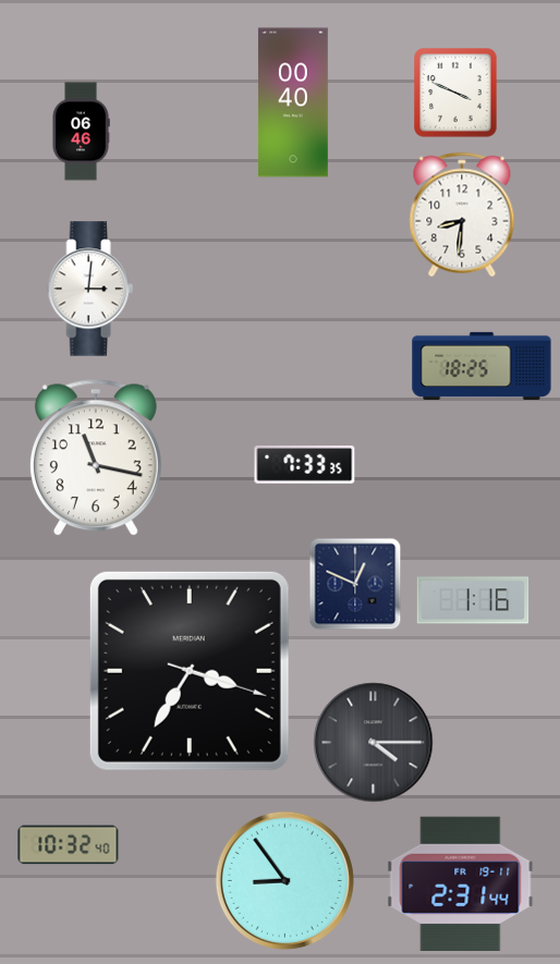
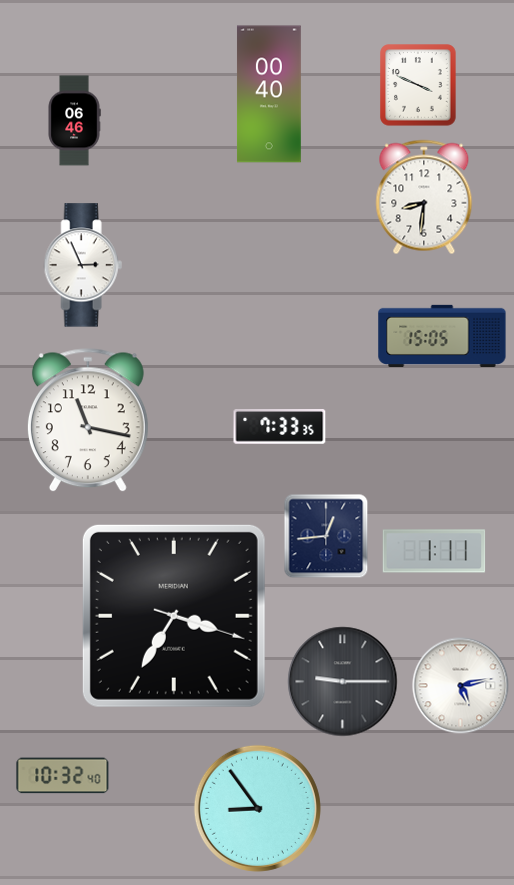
clock at (90, 289): 3:01 -> 2:56
clock at (482, 365): 18:25 -> 15:05
clock at (355, 584): 12:49 -> 12:44
clock at (473, 600): 1:16 -> 1:11
clock at (374, 743): 4:15 -> 9:15
clock at (461, 686): none -> 5:13
clock at (284, 880) position: (284, 880) -> (257, 808)
clock at (461, 883): 2:31 -> none
